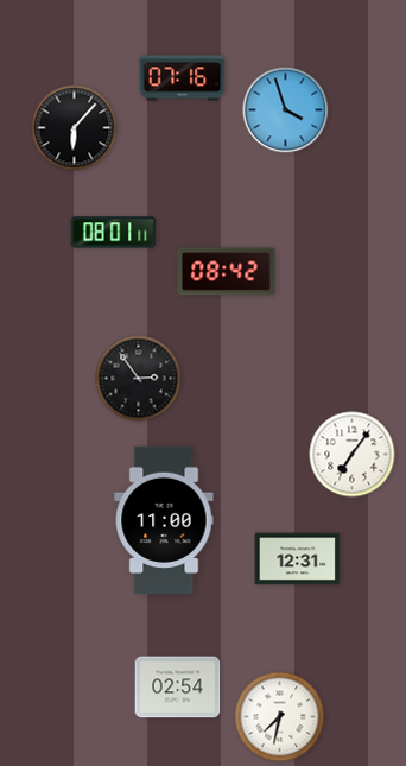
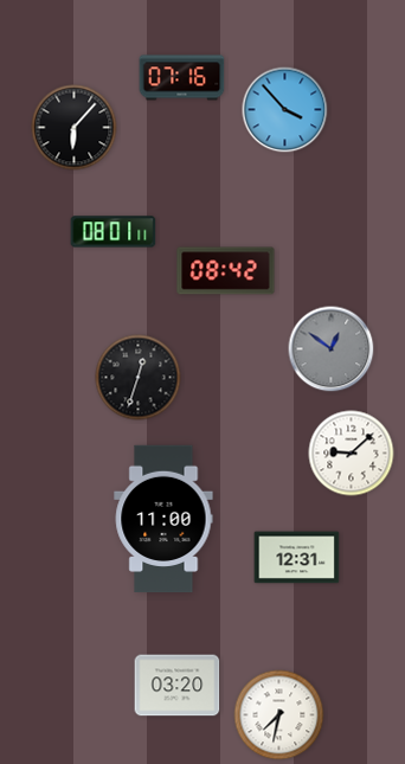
clock at (286, 110): 3:57 -> 3:53
clock at (332, 349): none -> 12:51
clock at (139, 379): 2:54 -> 12:33
clock at (353, 455): 7:06 -> 9:08
clock at (178, 688): 02:54 -> 03:20
